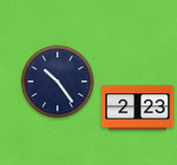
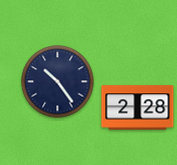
clock at (138, 108): 2:23 -> 2:28
